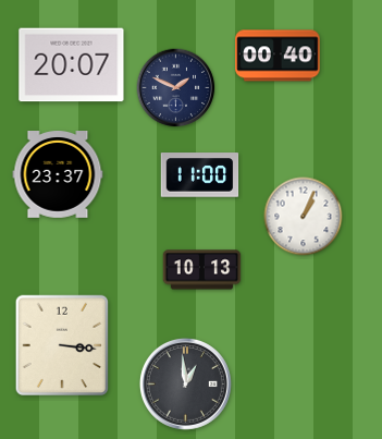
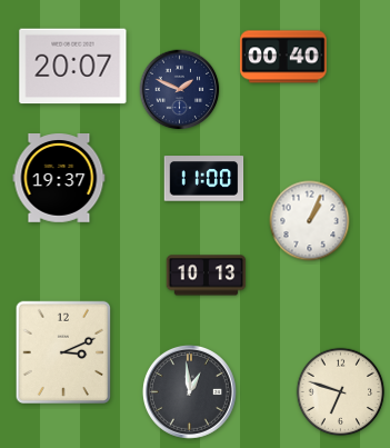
clock at (58, 175): 23:37 -> 19:37
clock at (62, 345): 3:16 -> 3:11
clock at (341, 392): none -> 6:48
